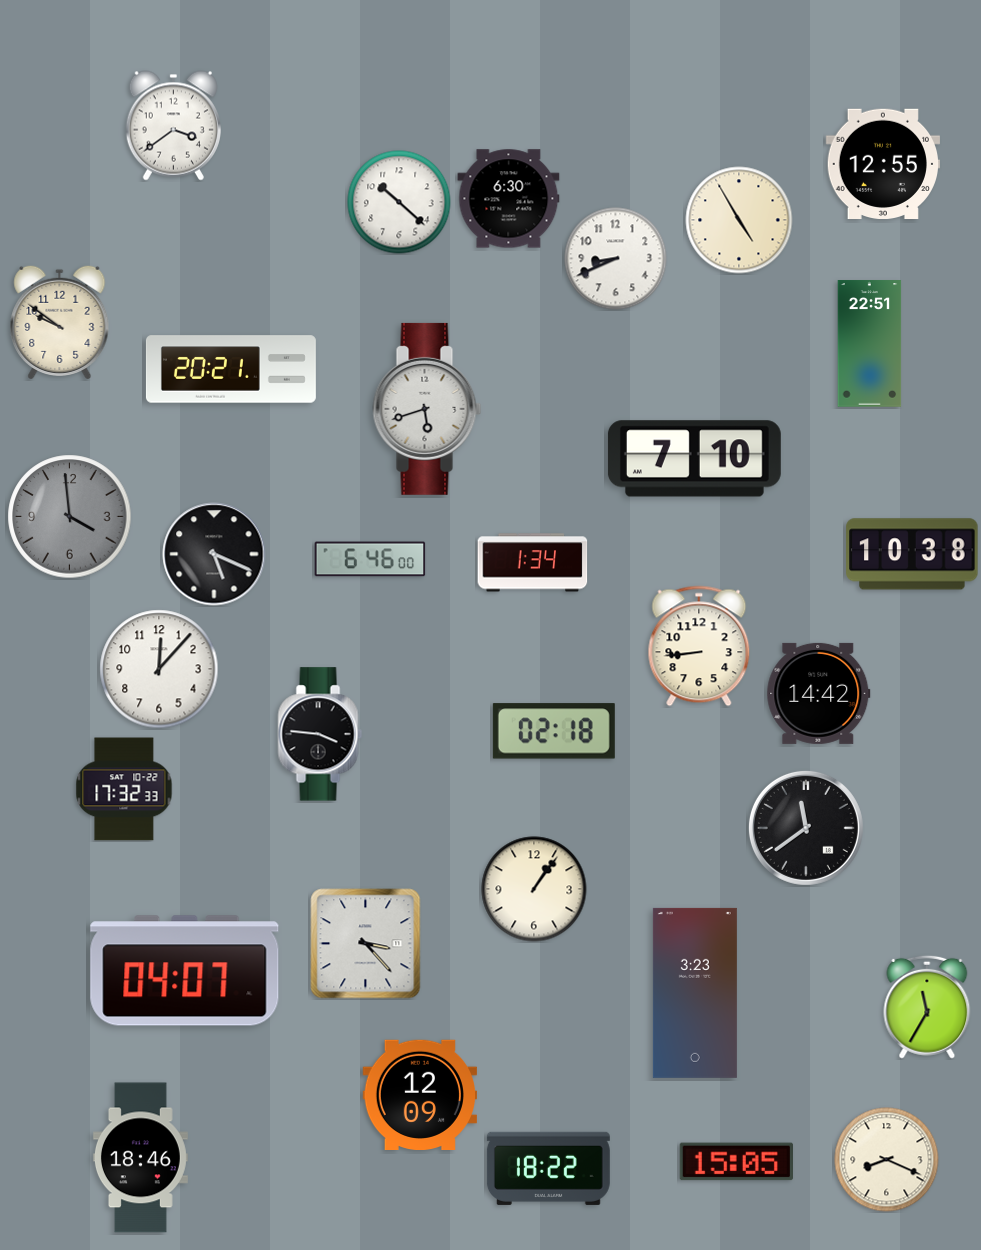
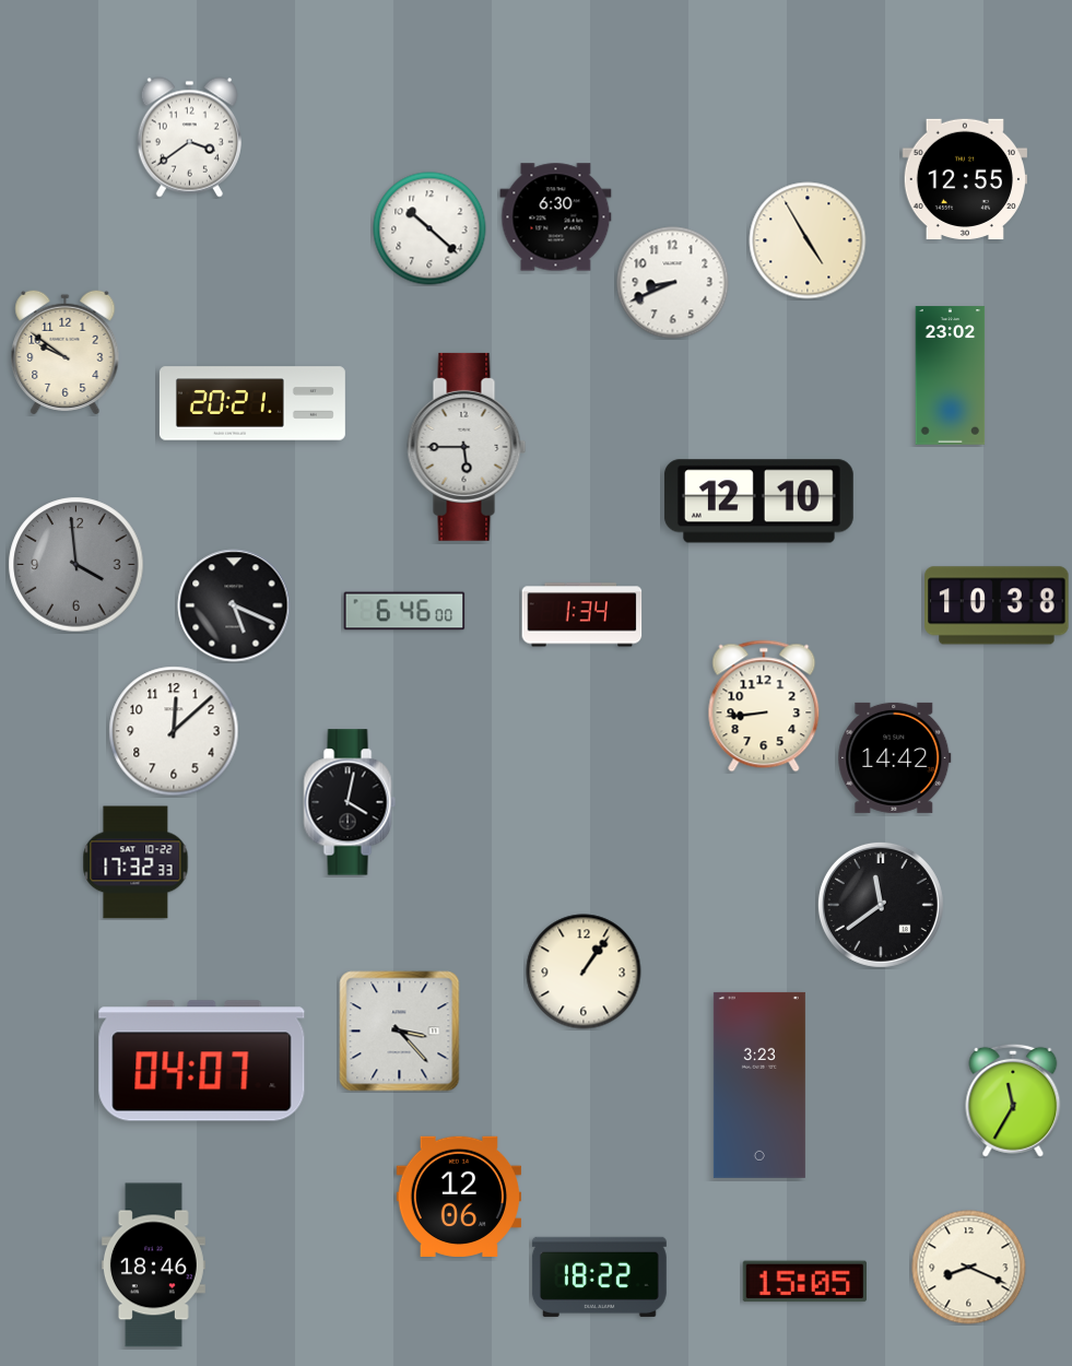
clock at (399, 202) position: (399, 202) -> (429, 228)
clock at (870, 344): 22:51 -> 23:02
clock at (427, 409): 5:42 -> 5:45
clock at (694, 459): 7:10 -> 12:10
clock at (159, 669): 12:07 -> 12:08
clock at (554, 731): 02:18 -> none
clock at (320, 734): 3:46 -> 4:02
clock at (419, 1094): 12:09 -> 12:06
clock at (736, 1162) position: (736, 1162) -> (804, 1282)
